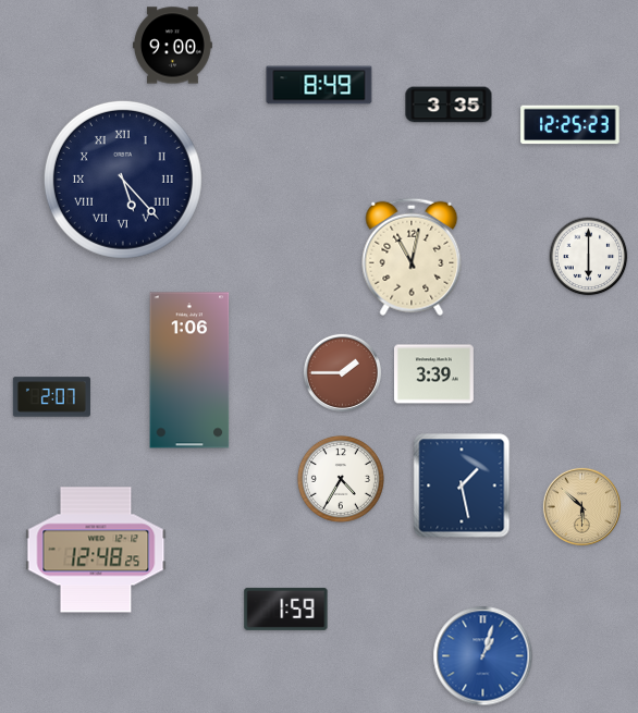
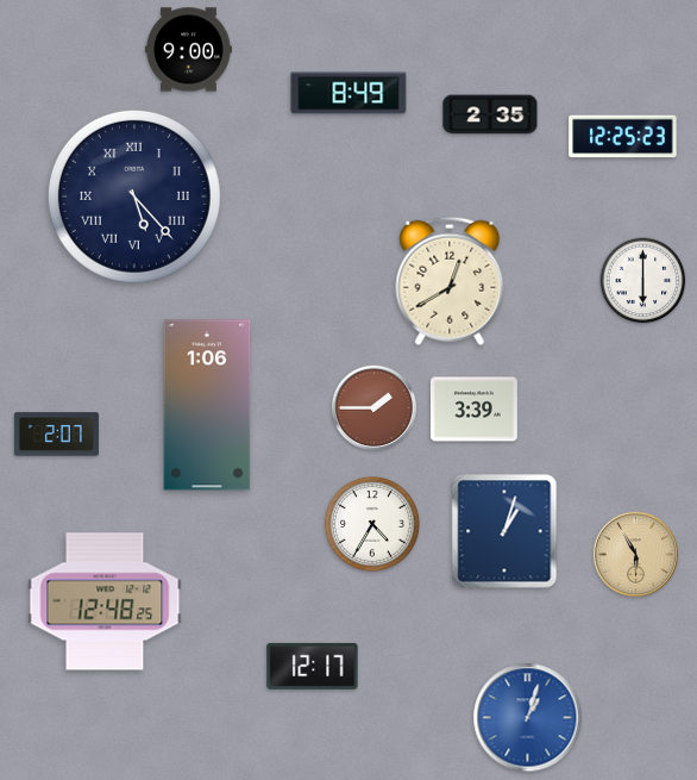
clock at (449, 105): 3:35 -> 2:35
clock at (412, 257): 11:02 -> 12:40
clock at (462, 485): 1:28 -> 1:03
clock at (581, 506): 5:52 -> 5:55
clock at (286, 608): 1:59 -> 12:17
